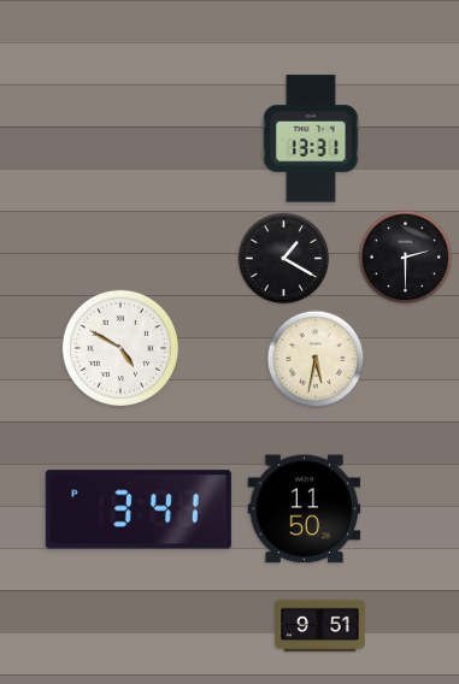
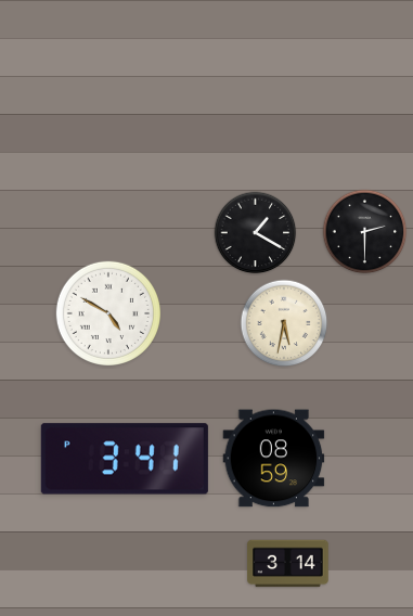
clock at (311, 138): 13:31 -> none
clock at (305, 509): 11:50 -> 08:59
clock at (320, 626): 9:51 -> 3:14
